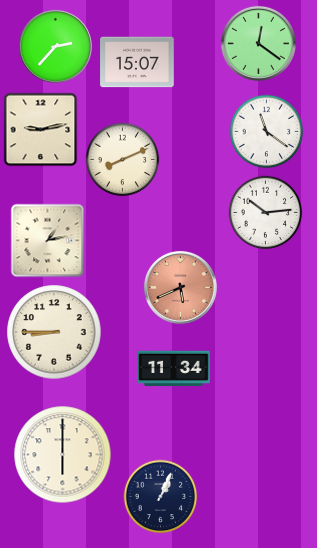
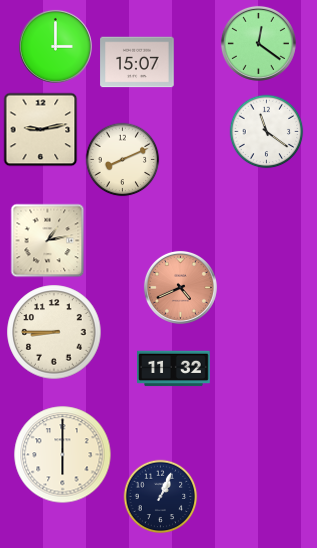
clock at (55, 46): 2:37 -> 3:00
clock at (266, 213): 10:14 -> none
clock at (180, 287): 5:41 -> 4:41
clock at (174, 369): 11:34 -> 11:32
